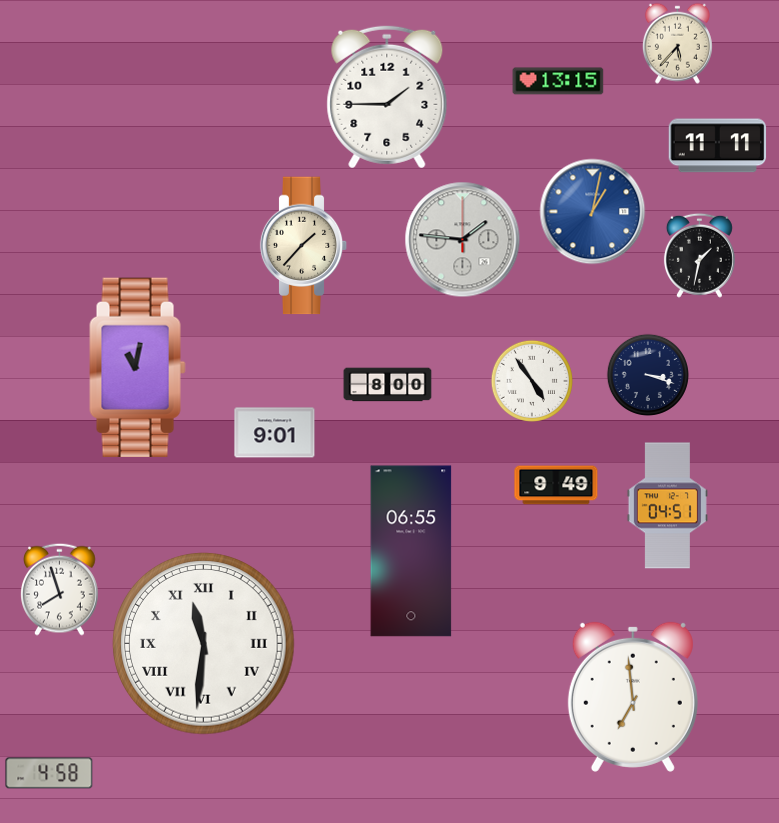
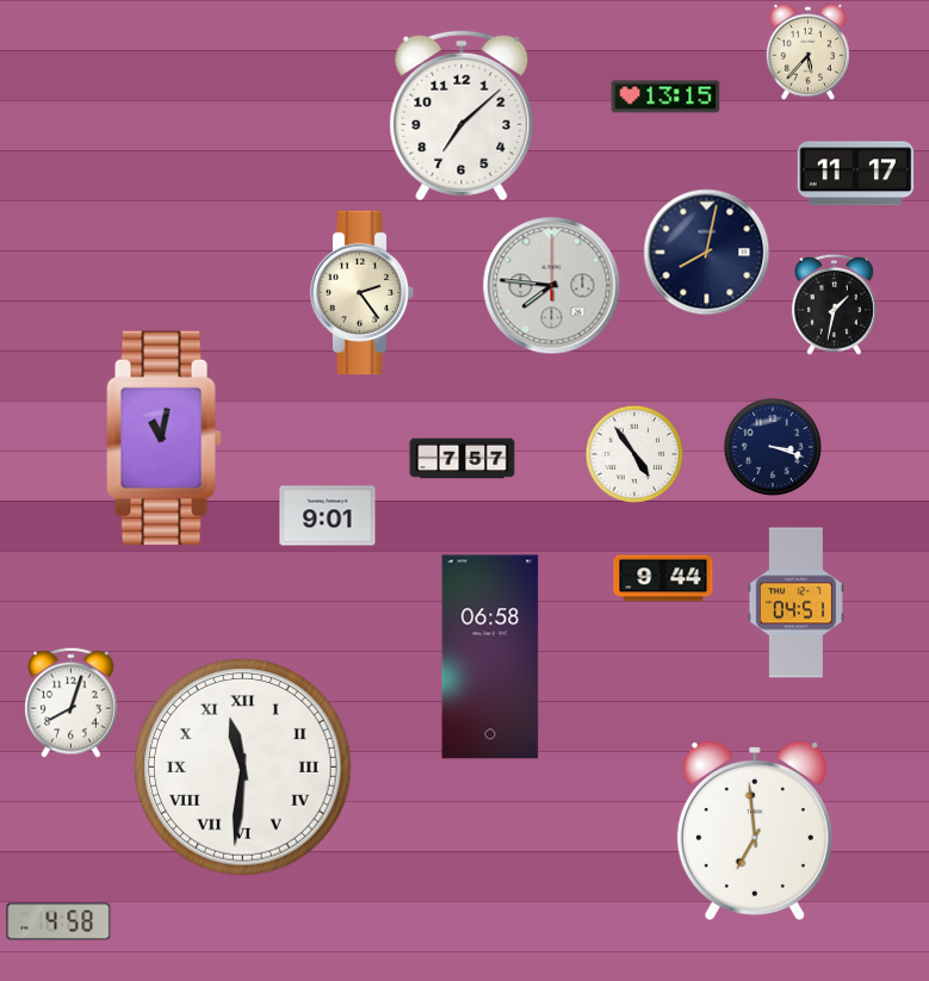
clock at (387, 97): 1:45 -> 7:08
clock at (718, 146): 11:11 -> 11:17
clock at (593, 212): 1:02 -> 8:02
clock at (593, 212) dial: blue -> navy
clock at (463, 240): 1:46 -> 7:46
clock at (304, 246): 1:37 -> 2:24
clock at (388, 385): 8:00 -> 7:57
clock at (556, 485): 9:49 -> 9:44
clock at (411, 551): 06:55 -> 06:58
clock at (60, 589): 7:57 -> 8:03
